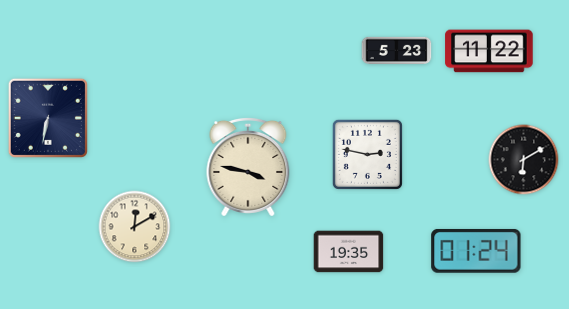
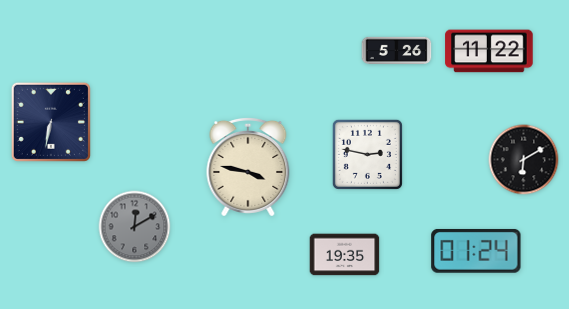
clock at (397, 50): 5:23 -> 5:26
clock at (48, 118) position: (48, 118) -> (51, 122)
clock at (135, 227) dial: cream -> grey
clock at (349, 252) position: (349, 252) -> (345, 255)
